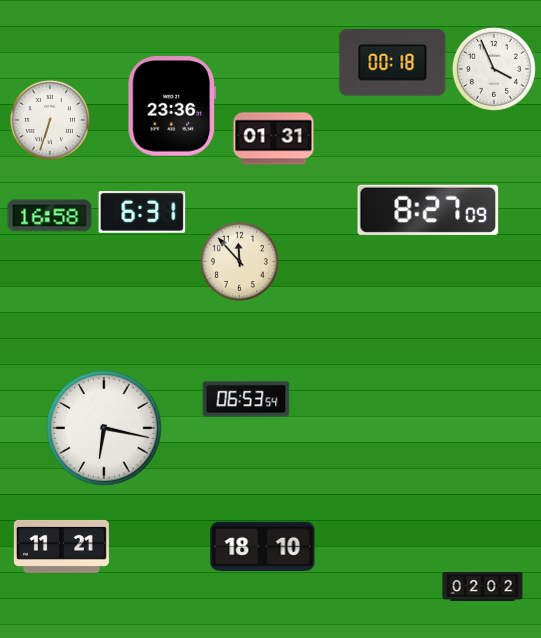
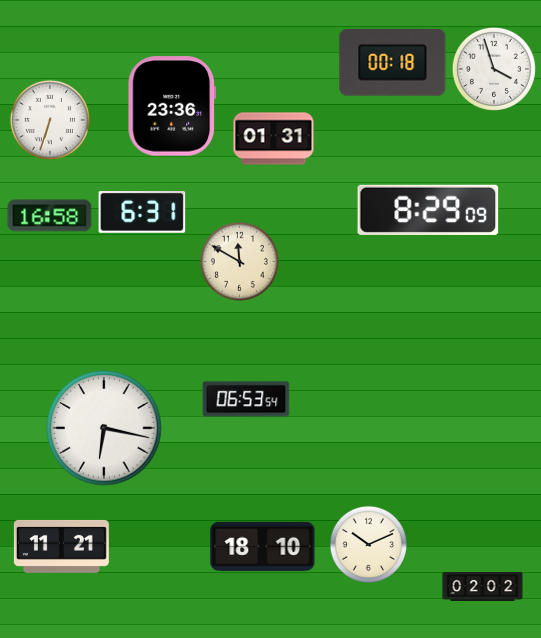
clock at (494, 69): 3:56 -> 3:57
clock at (428, 210): 8:27 -> 8:29
clock at (239, 261): 11:53 -> 11:50
clock at (368, 544): none -> 10:11
